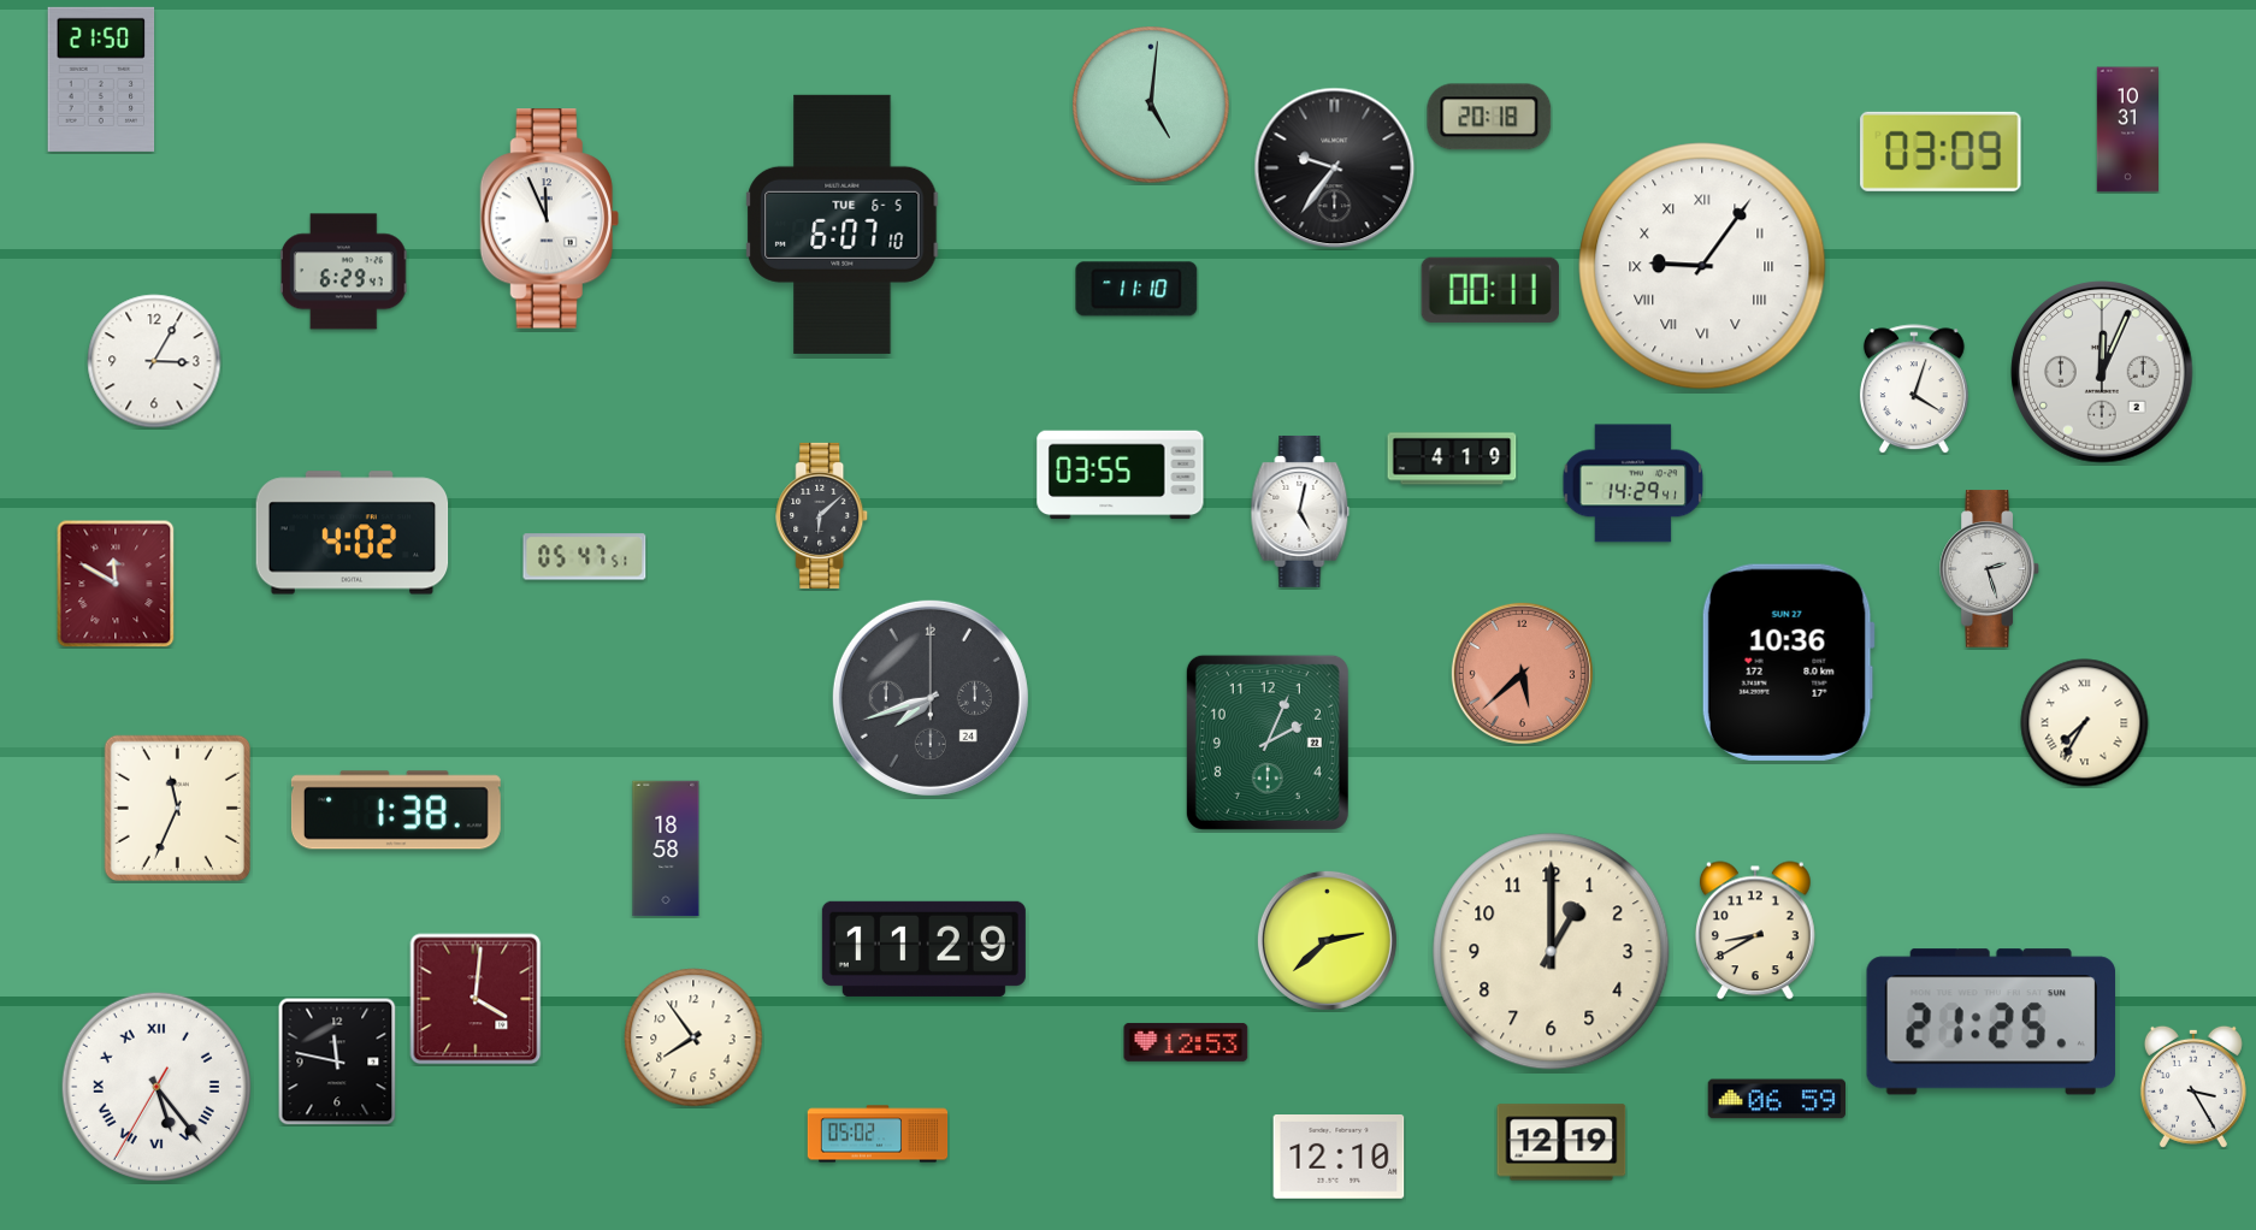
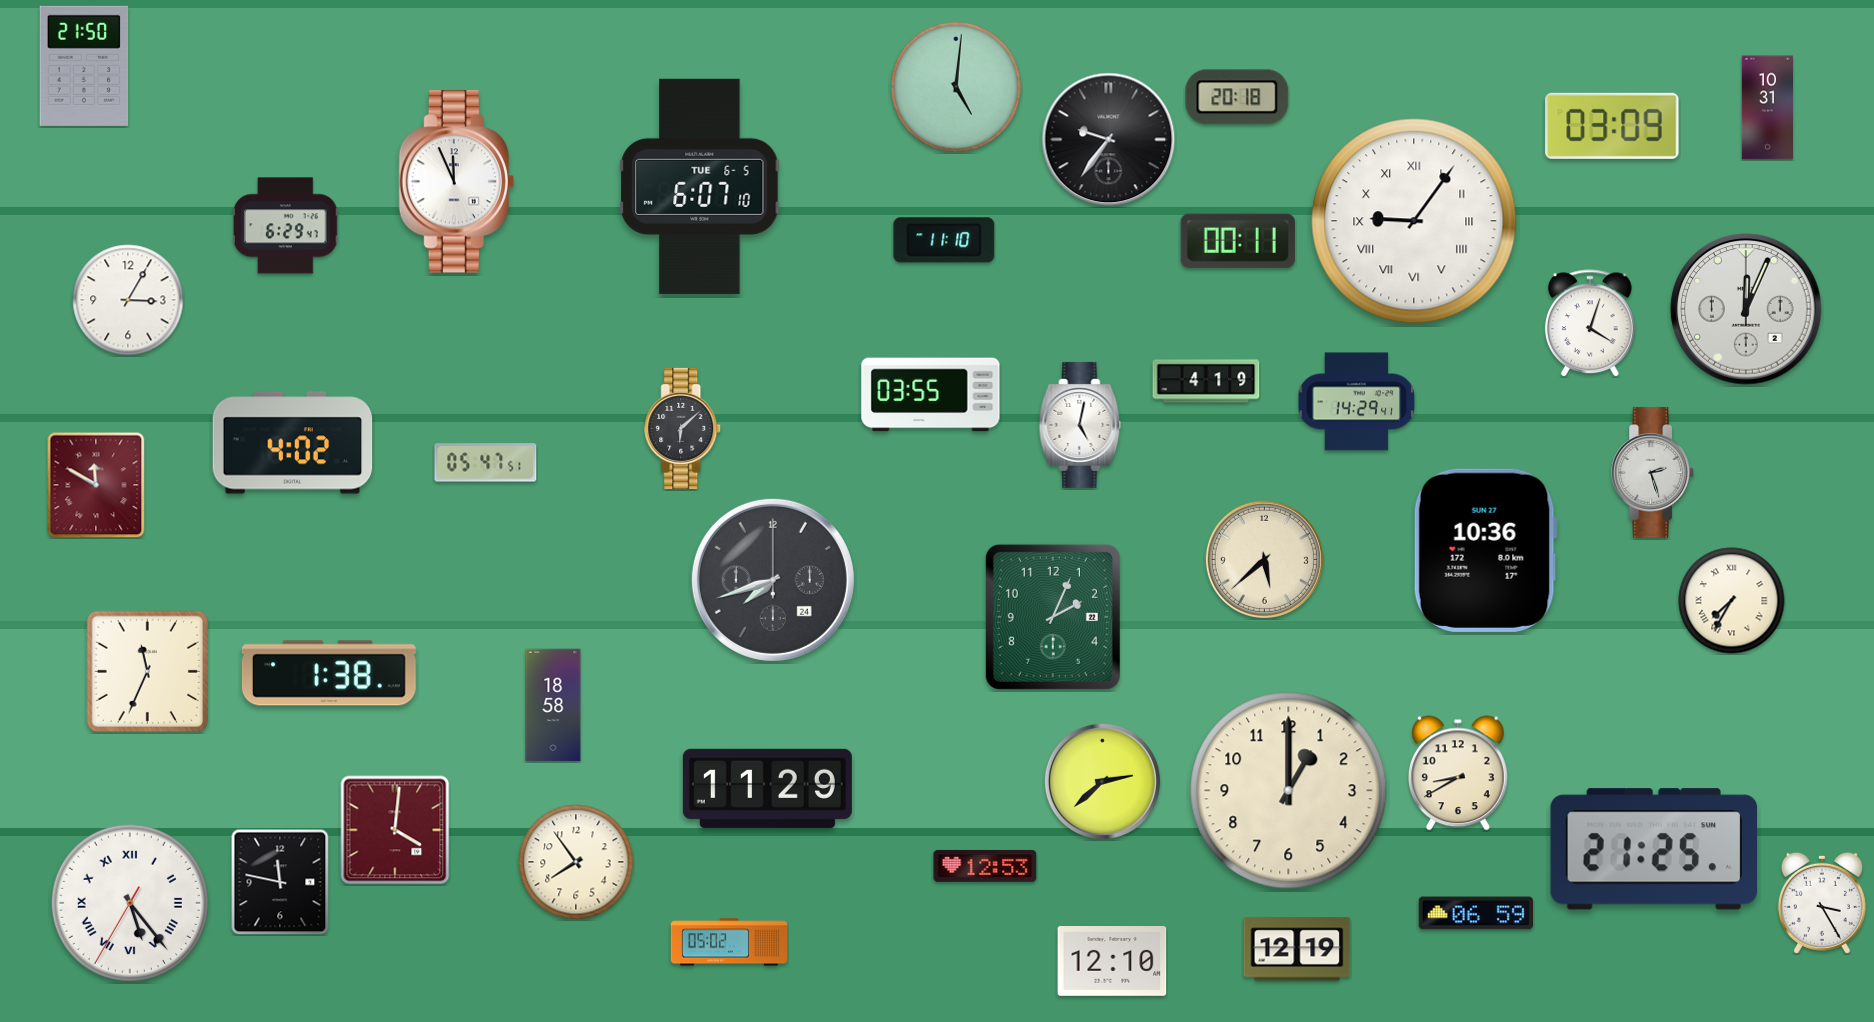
clock at (1522, 673) dial: salmon -> cream
